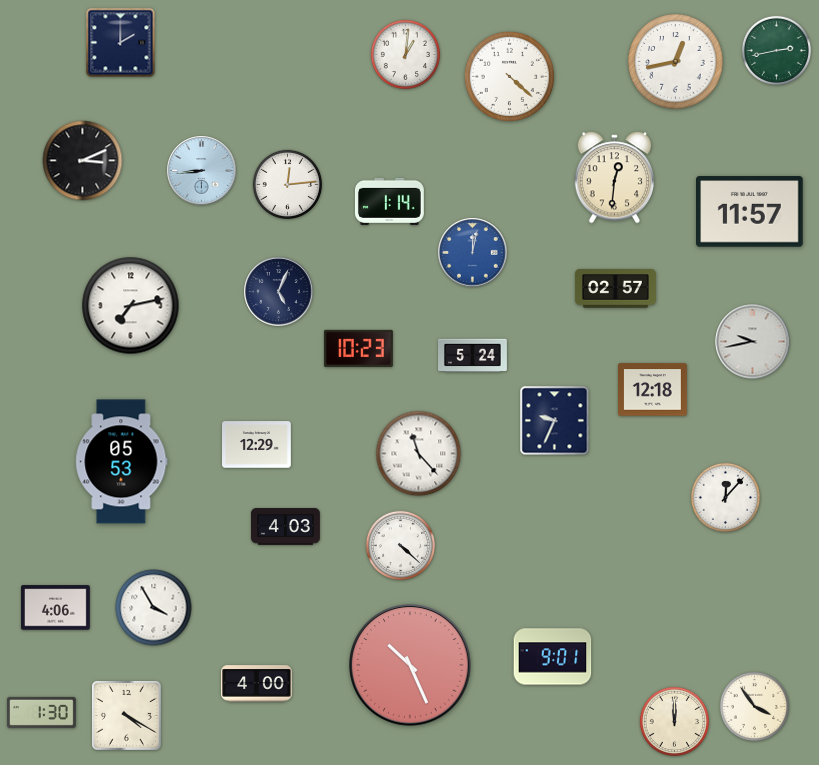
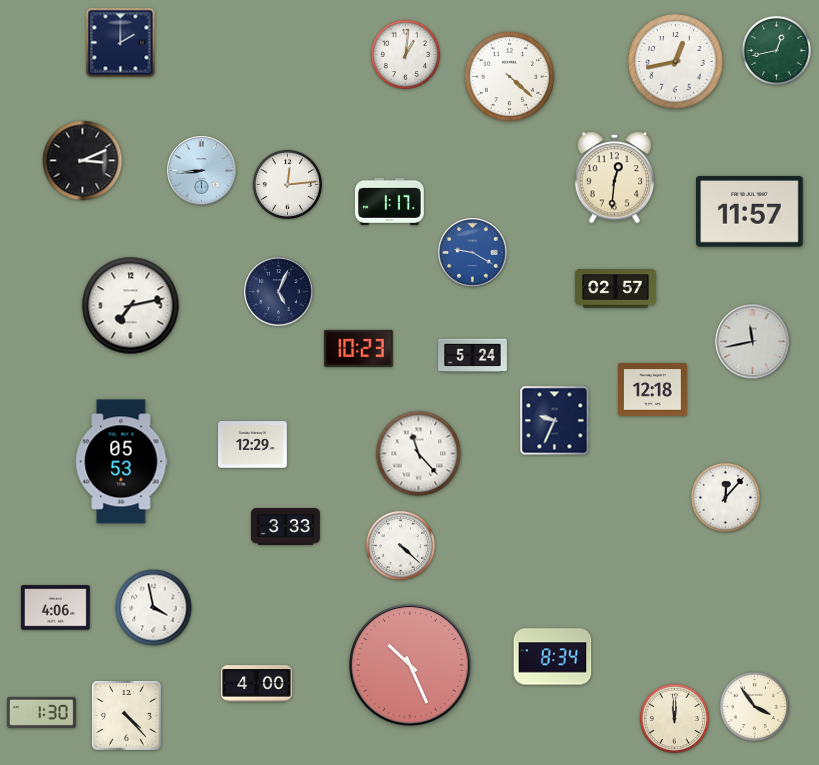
clock at (776, 50): 2:43 -> 12:43
clock at (389, 201): 1:14 -> 1:17
clock at (473, 253): 12:02 -> 9:20
clock at (753, 342): 9:43 -> 11:43
clock at (257, 445) position: (257, 445) -> (253, 445)
clock at (286, 527): 4:03 -> 3:33
clock at (154, 608): 3:55 -> 3:58
clock at (553, 657): 9:01 -> 8:34
clock at (127, 716): 4:20 -> 4:23
clock at (674, 721) position: (674, 721) -> (674, 718)
